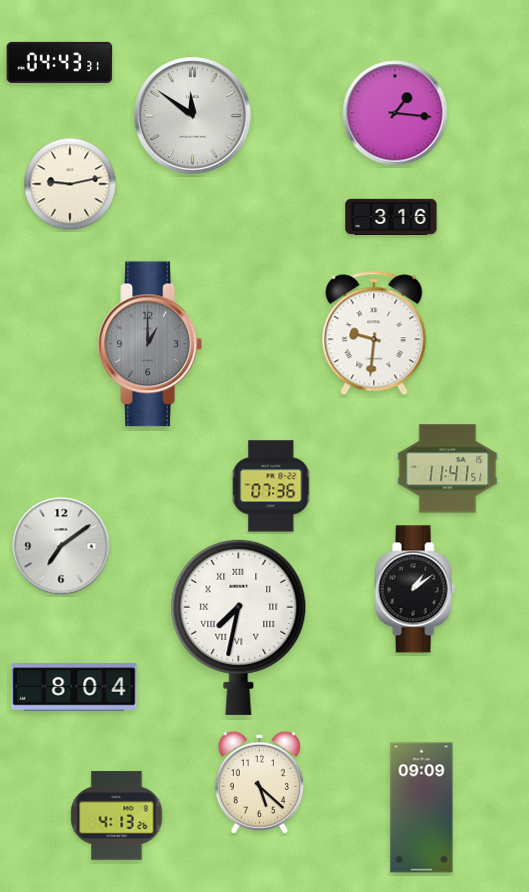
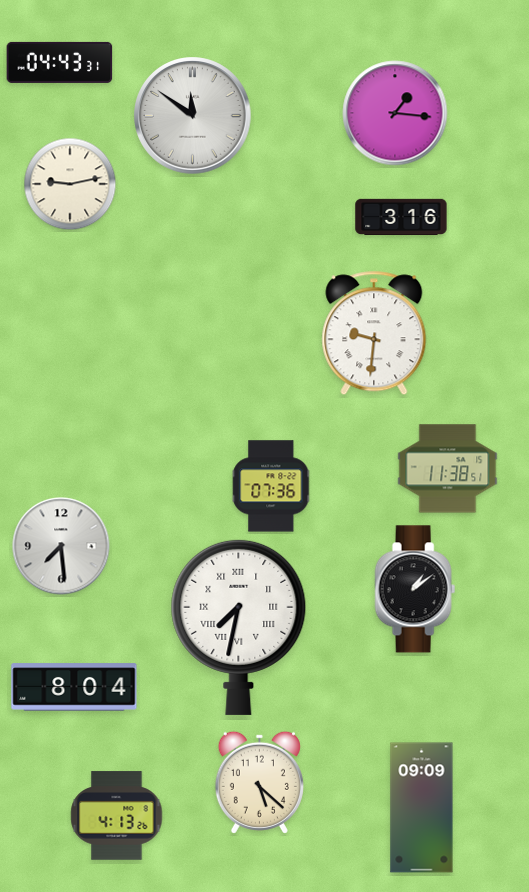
clock at (391, 216) position: (391, 216) -> (401, 216)
clock at (149, 344): 1:00 -> none
clock at (448, 469): 11:41 -> 11:38
clock at (61, 546): 7:09 -> 7:29
